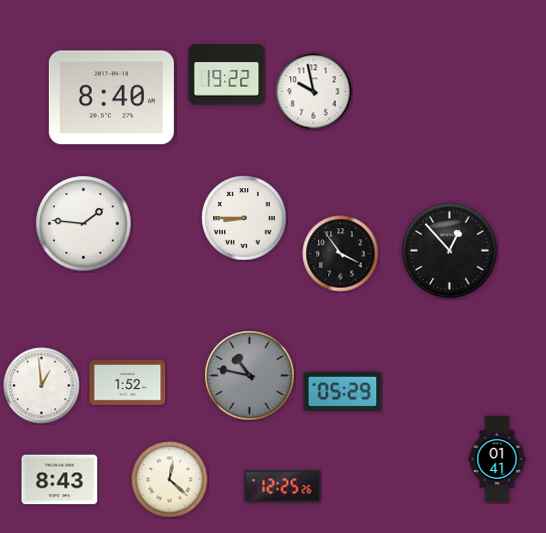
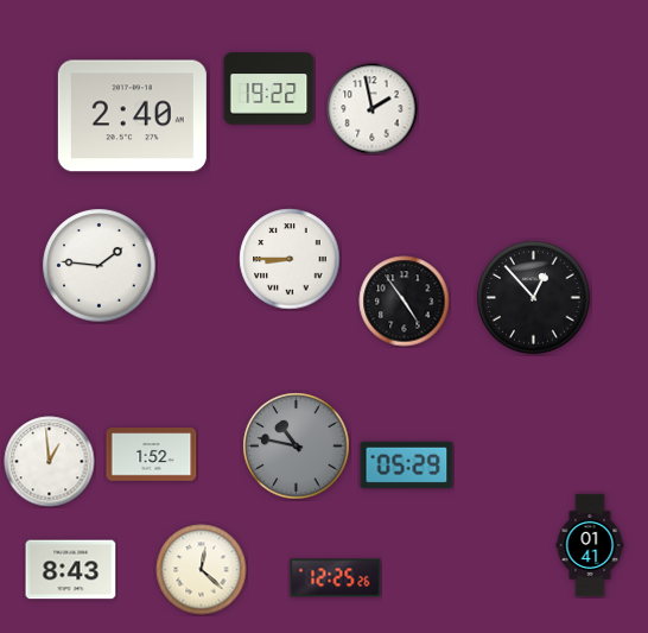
clock at (314, 92): 9:58 -> 1:58
clock at (111, 98): 8:40 -> 2:40
clock at (341, 254): 3:54 -> 4:54
clock at (42, 386) position: (42, 386) -> (50, 462)
